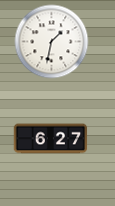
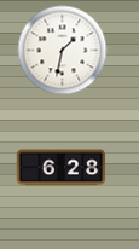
clock at (51, 139): 6:27 -> 6:28
